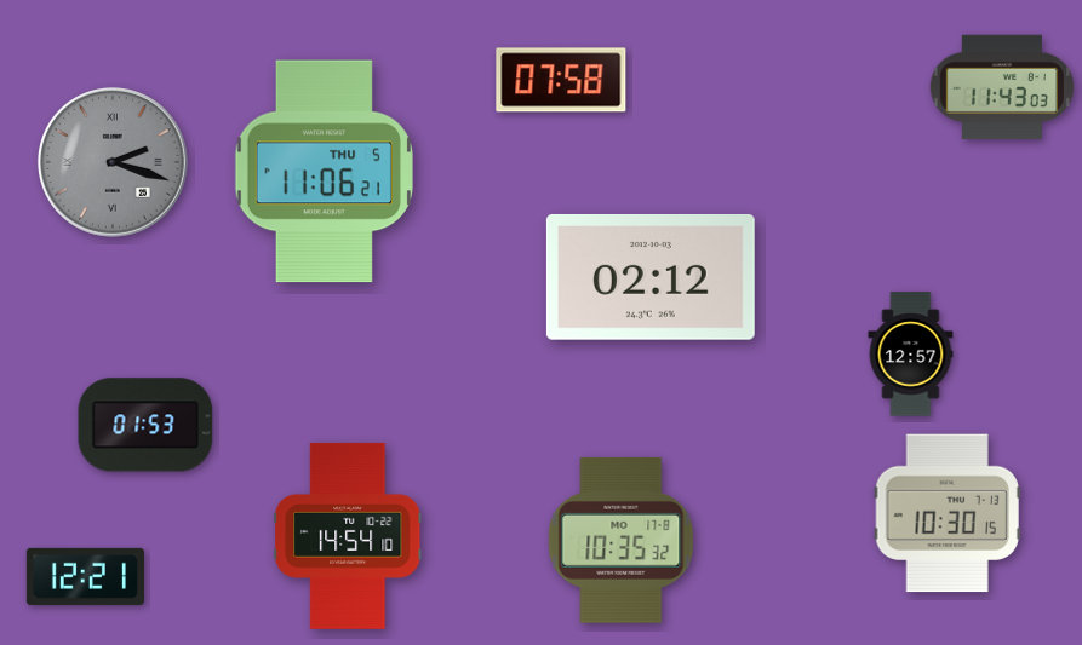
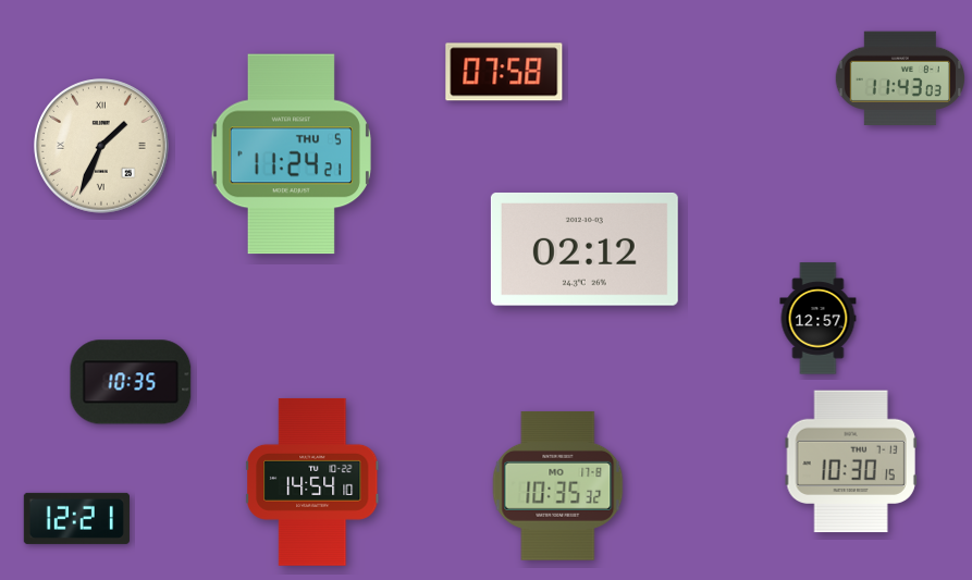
clock at (114, 163): 2:18 -> 1:34
clock at (114, 163) dial: grey -> cream
clock at (324, 172): 11:06 -> 11:24
clock at (145, 425): 01:53 -> 10:35
